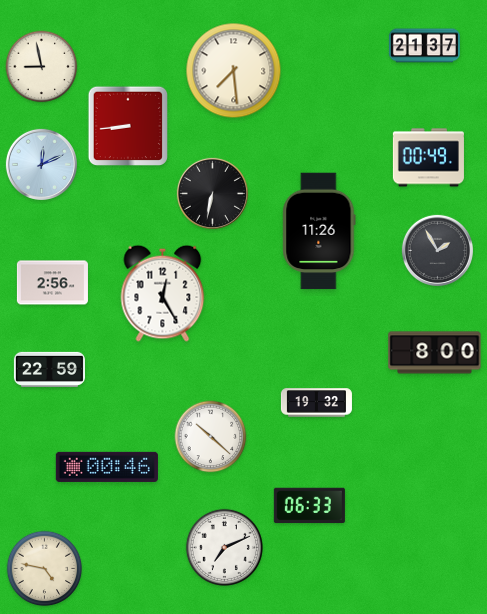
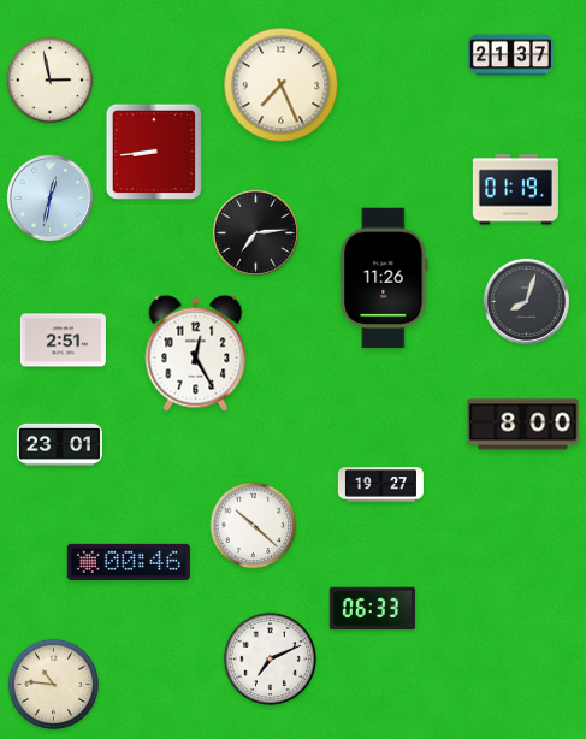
clock at (42, 67): 8:58 -> 2:58
clock at (234, 71): 7:29 -> 7:26
clock at (428, 158): 00:49 -> 01:19
clock at (41, 164): 12:11 -> 12:32
clock at (212, 193): 6:32 -> 7:14
clock at (437, 250): 1:55 -> 8:03
clock at (52, 283): 2:56 -> 2:51
clock at (49, 369): 22:59 -> 23:01
clock at (316, 403): 19:32 -> 19:27
clock at (45, 569): 4:47 -> 10:46
